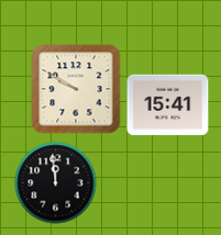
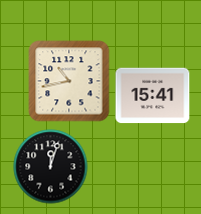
clock at (76, 89): 9:50 -> 10:43
clock at (56, 183): 11:59 -> 12:03
